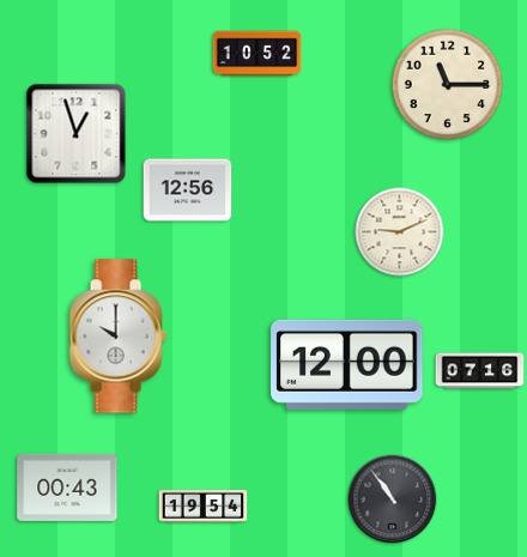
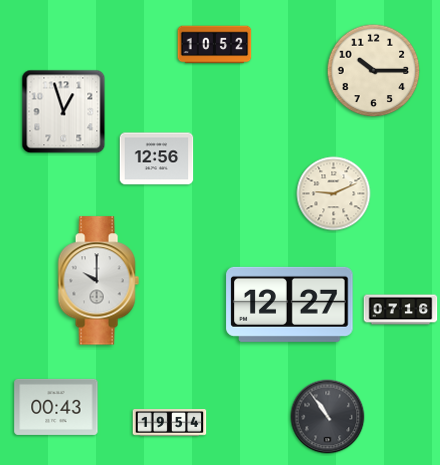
clock at (448, 85): 11:15 -> 10:15
clock at (347, 364): 12:00 -> 12:27
